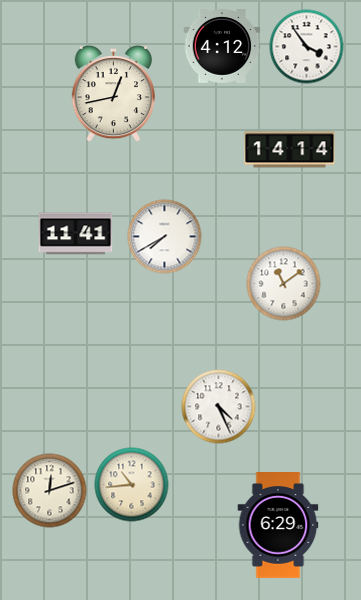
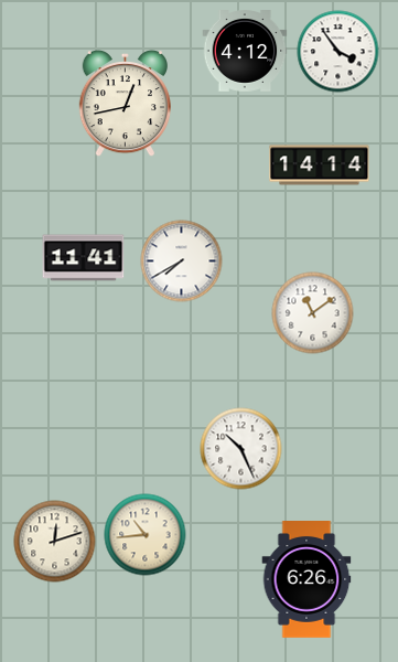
clock at (219, 407): 4:26 -> 10:26
clock at (278, 526): 6:29 -> 6:26
